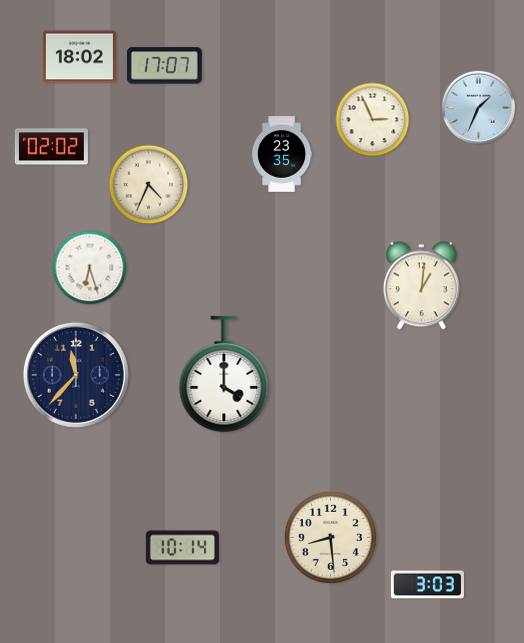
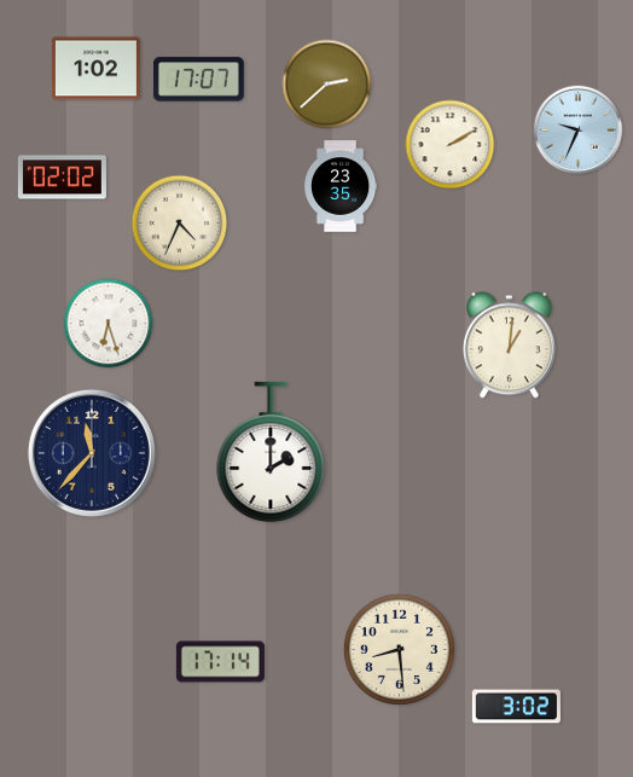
clock at (79, 57): 18:02 -> 1:02
clock at (327, 85): none -> 2:38
clock at (479, 108): 1:34 -> 9:34
clock at (373, 120): 2:56 -> 2:10
clock at (224, 374): 4:00 -> 2:00
clock at (182, 548): 10:14 -> 17:14
clock at (427, 585): 3:03 -> 3:02
